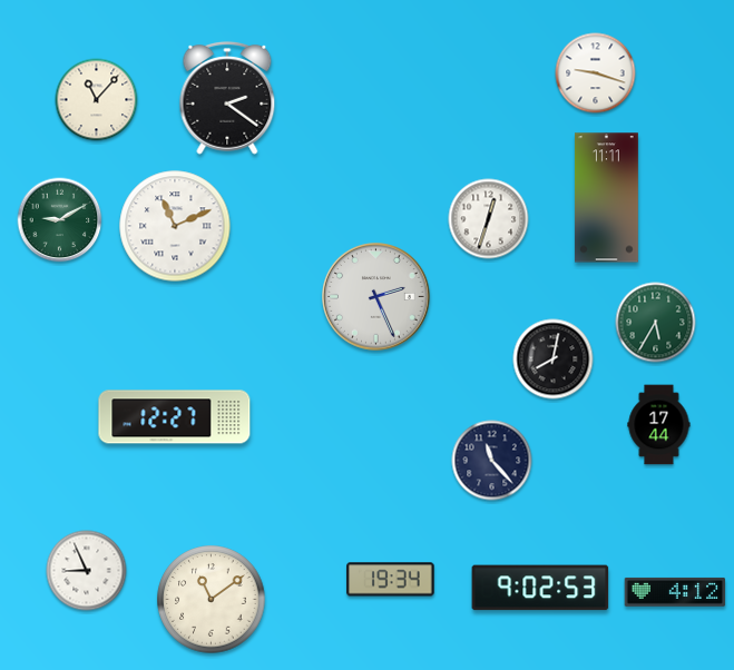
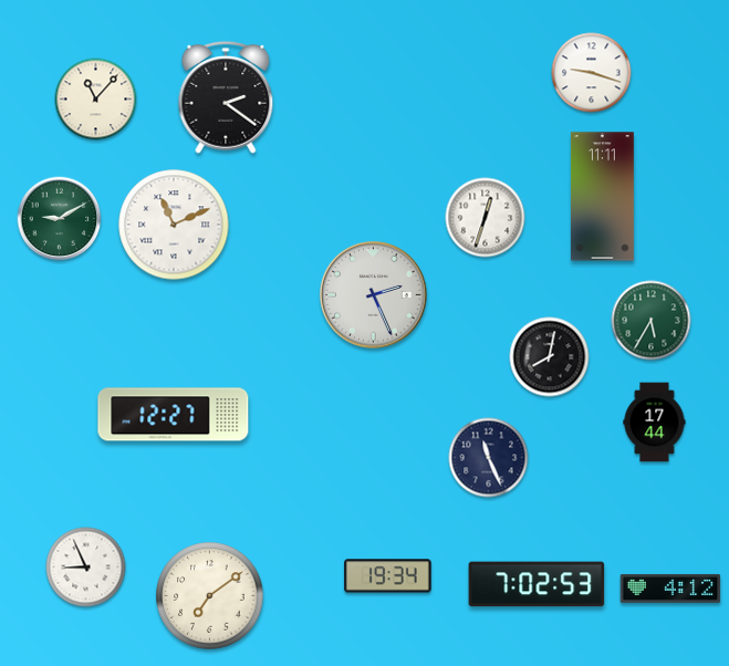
clock at (492, 461): 11:23 -> 11:26
clock at (540, 588): 9:02 -> 7:02
clock at (212, 600): 11:09 -> 7:09
